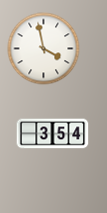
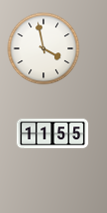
clock at (53, 134): 3:54 -> 11:55
